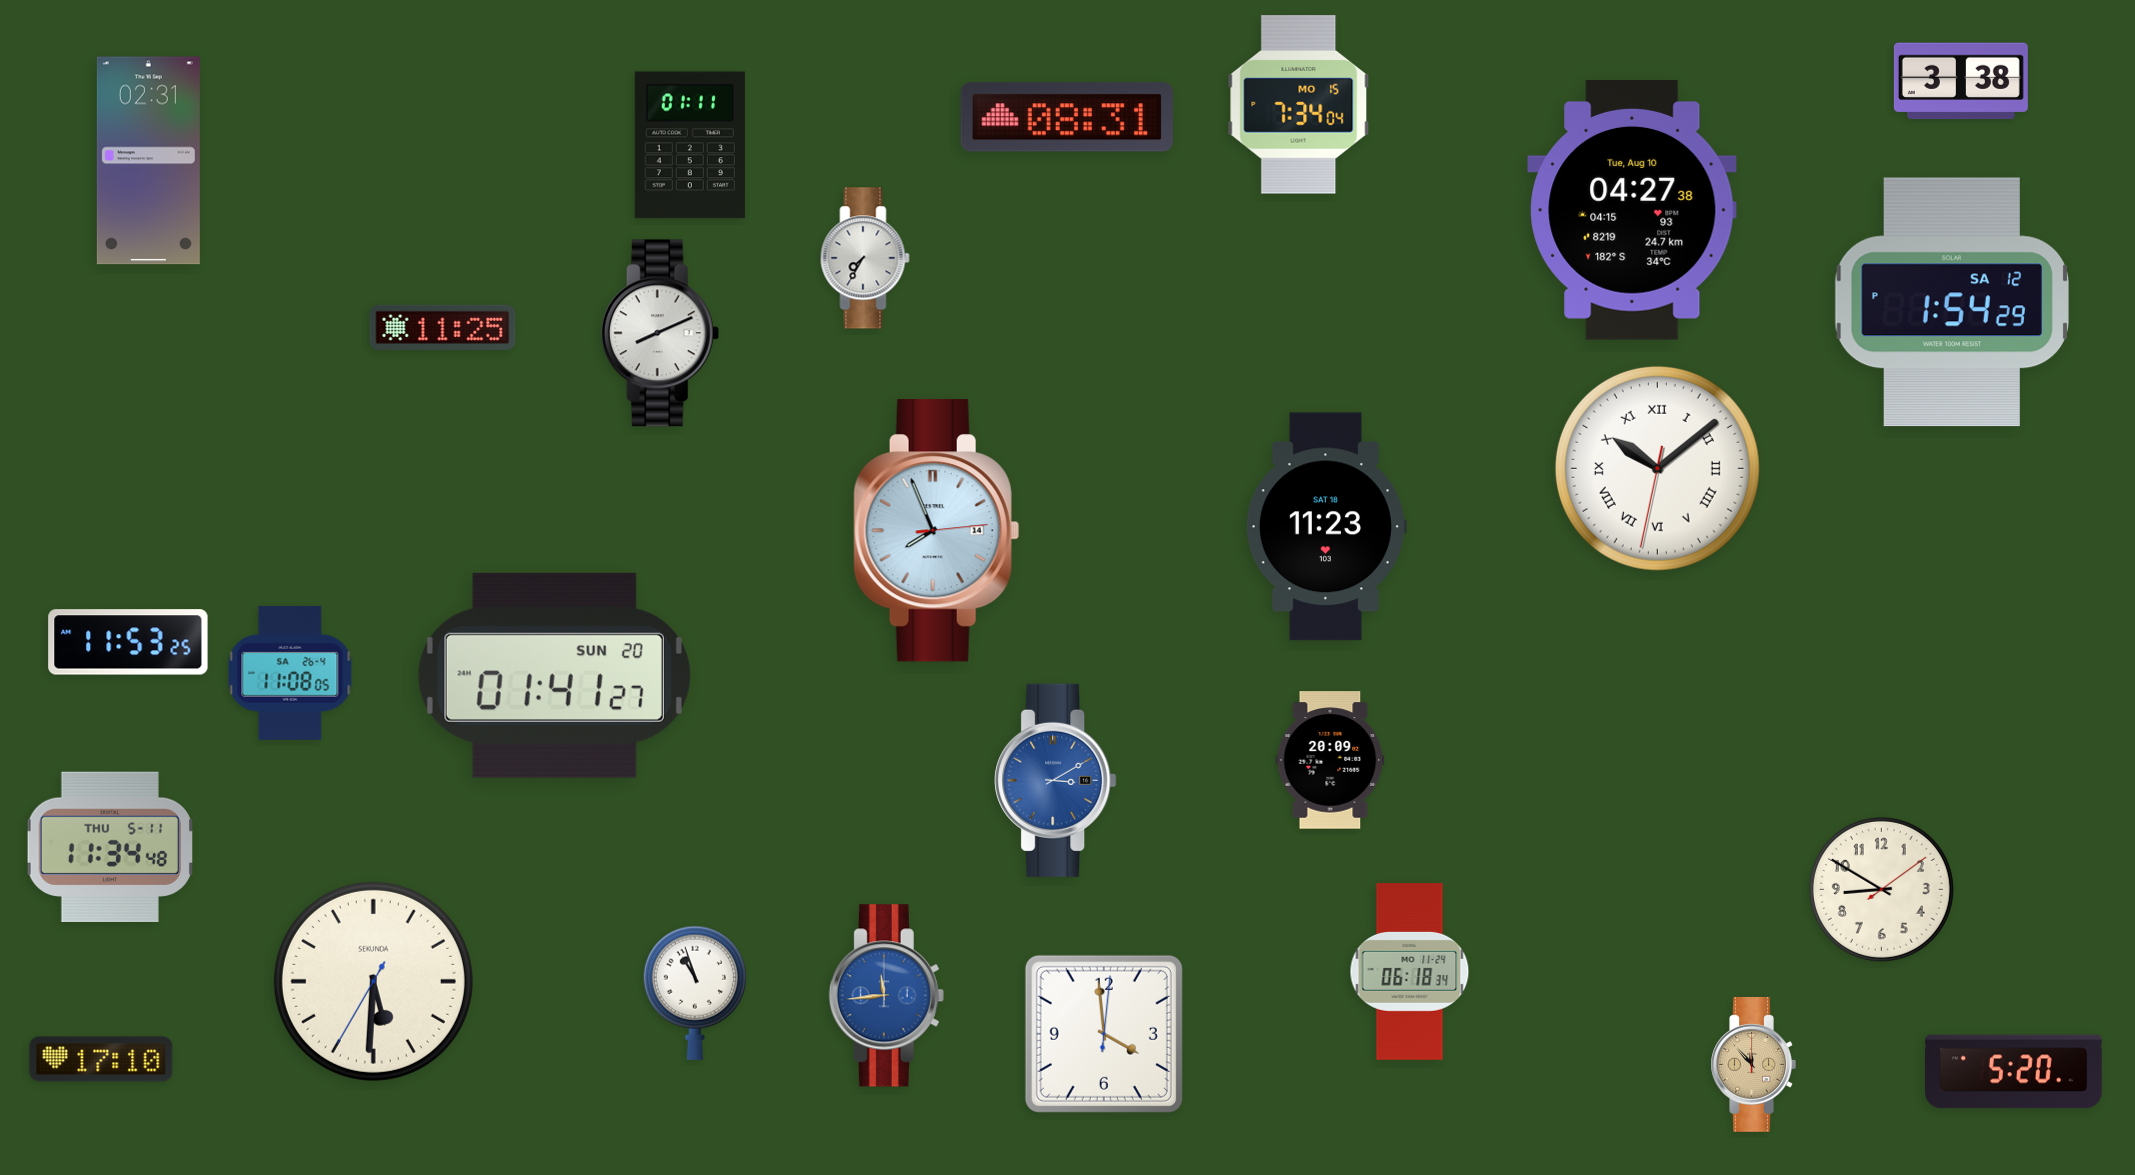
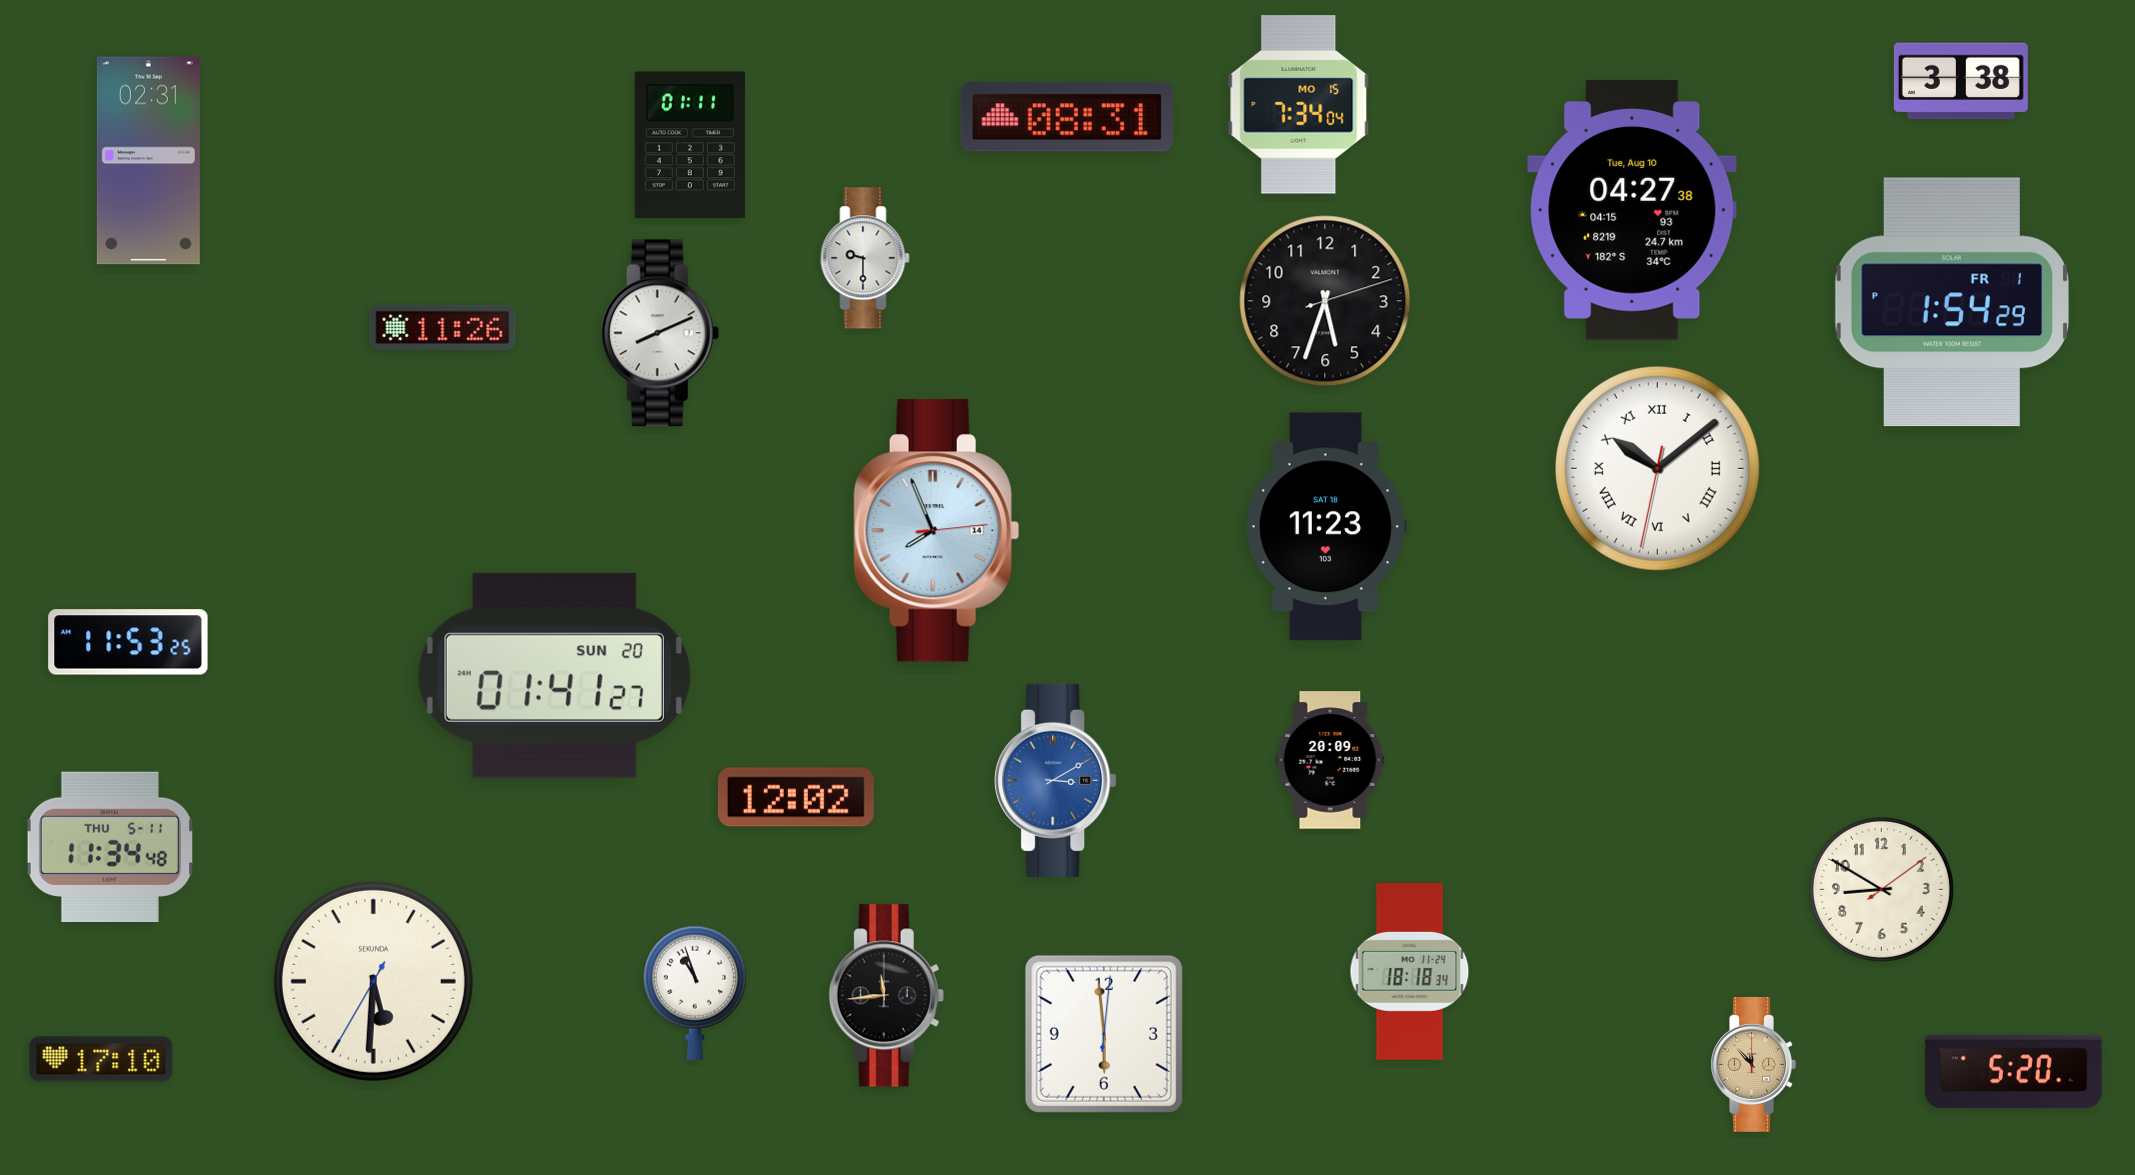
clock at (865, 258): 7:35 -> 9:30
clock at (1325, 301): none -> 5:33
clock at (1952, 302) date: SA 12 -> FR 1
clock at (443, 327): 11:25 -> 11:26
clock at (290, 673): 11:08 -> none
clock at (796, 797): none -> 12:02
clock at (1410, 972): 06:18 -> 18:18
clock at (886, 996) dial: blue -> black
clock at (1104, 1034): 3:59 -> 5:59
